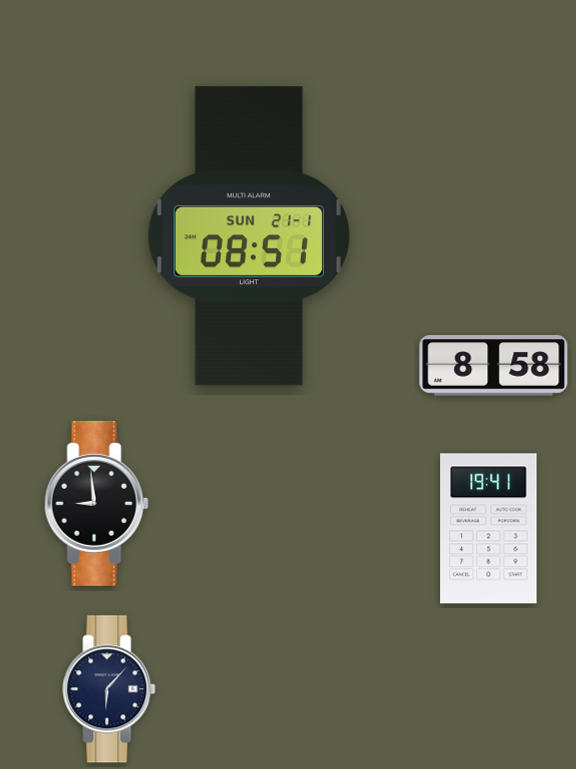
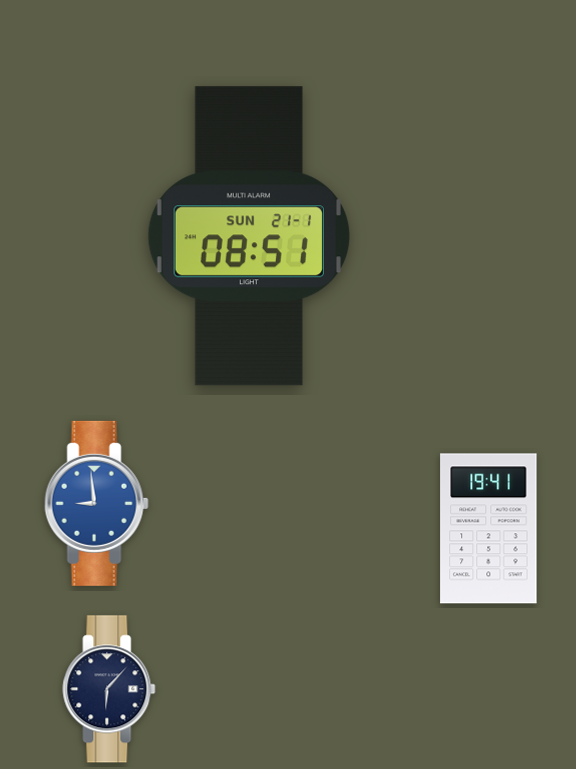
clock at (494, 366): 8:58 -> none
clock at (96, 503) dial: black -> blue
